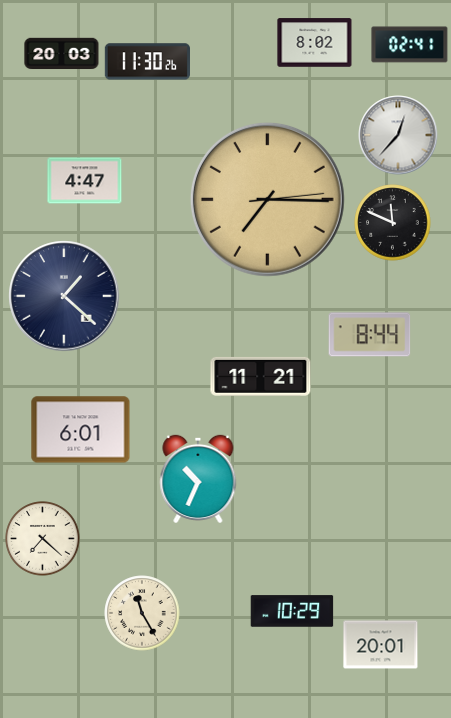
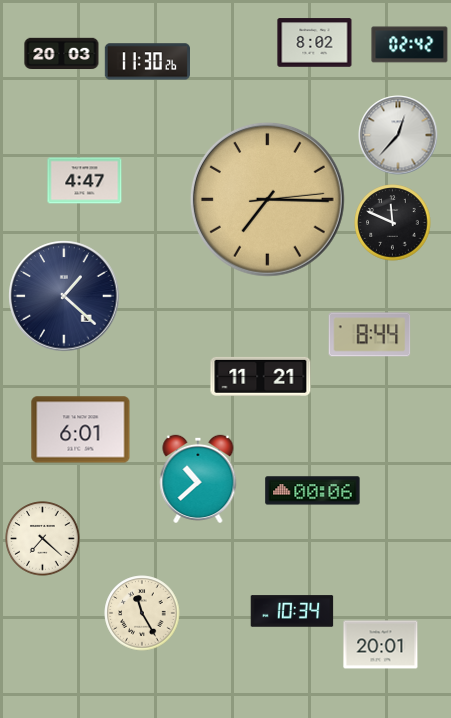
clock at (410, 45): 02:41 -> 02:42
clock at (198, 478): 10:34 -> 10:38
clock at (313, 491): none -> 00:06
clock at (292, 611): 10:29 -> 10:34
